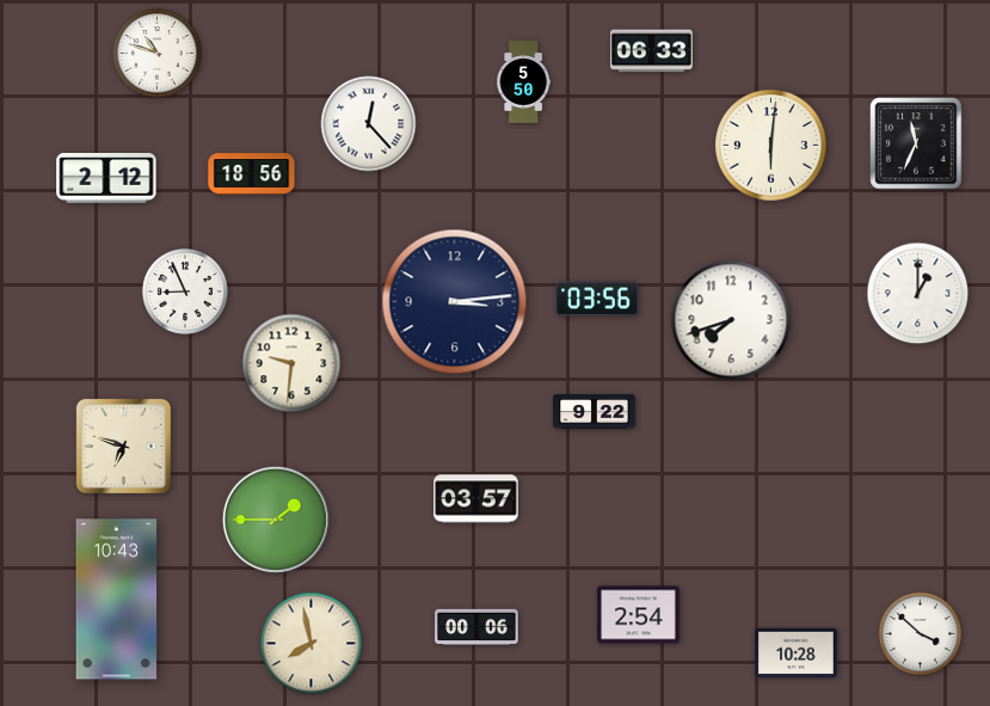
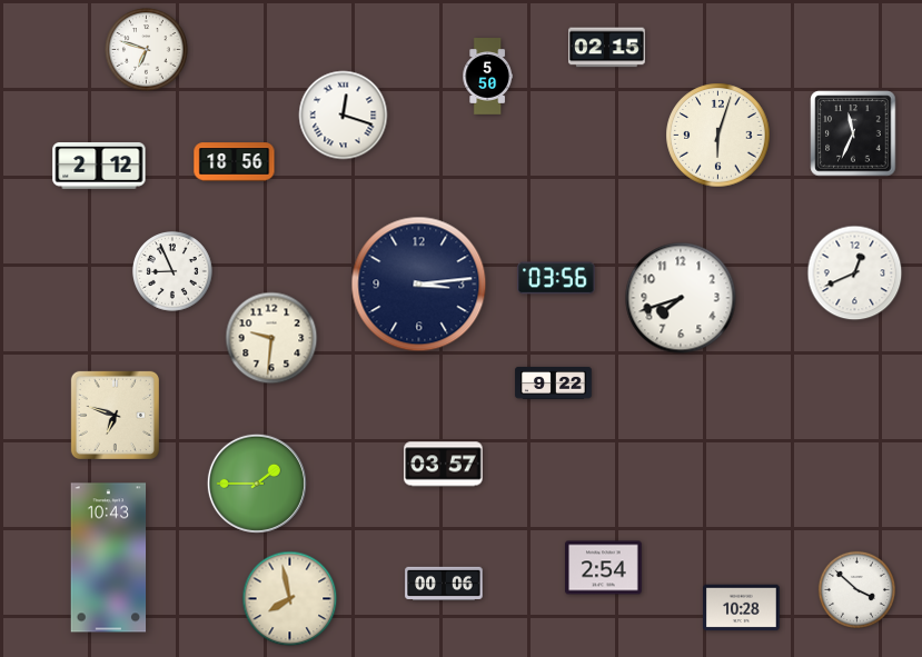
clock at (652, 51): 06:33 -> 02:15
clock at (158, 54): 10:48 -> 6:48
clock at (369, 124): 12:23 -> 12:18
clock at (771, 146): 6:01 -> 6:03
clock at (918, 294): 1:00 -> 12:41
clock at (455, 302) position: (455, 302) -> (419, 285)
clock at (639, 615) position: (639, 615) -> (604, 568)
